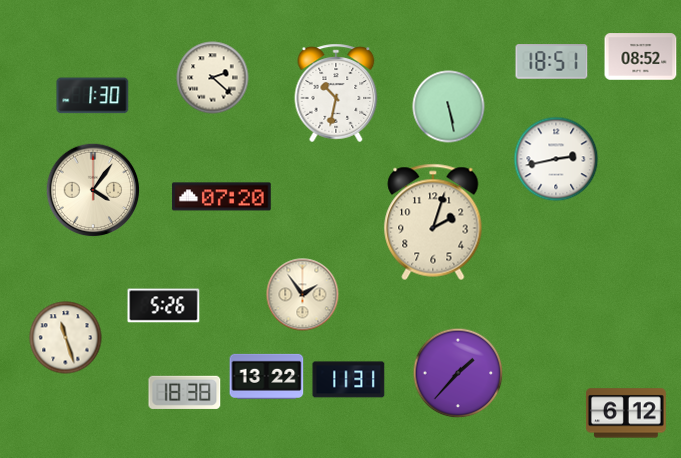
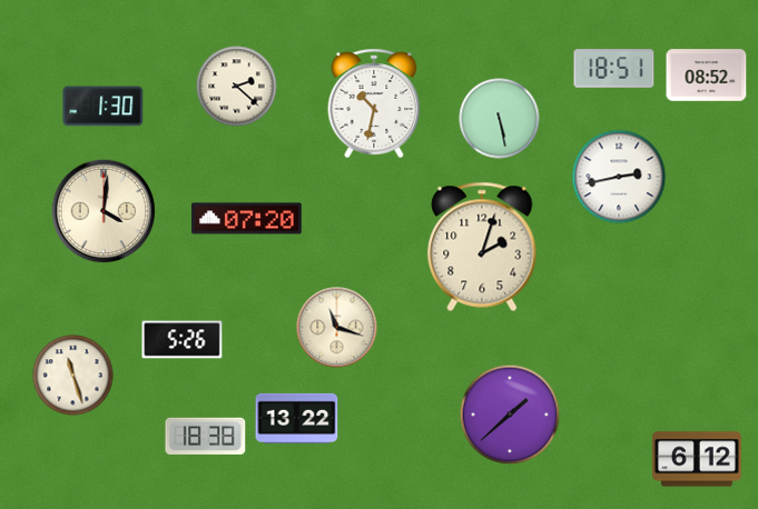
clock at (641, 57) position: (641, 57) -> (707, 76)
clock at (93, 190): 4:06 -> 4:01
clock at (303, 295): 1:54 -> 11:18
clock at (458, 373): 1:37 -> 1:38
clock at (349, 380): 11:31 -> none
